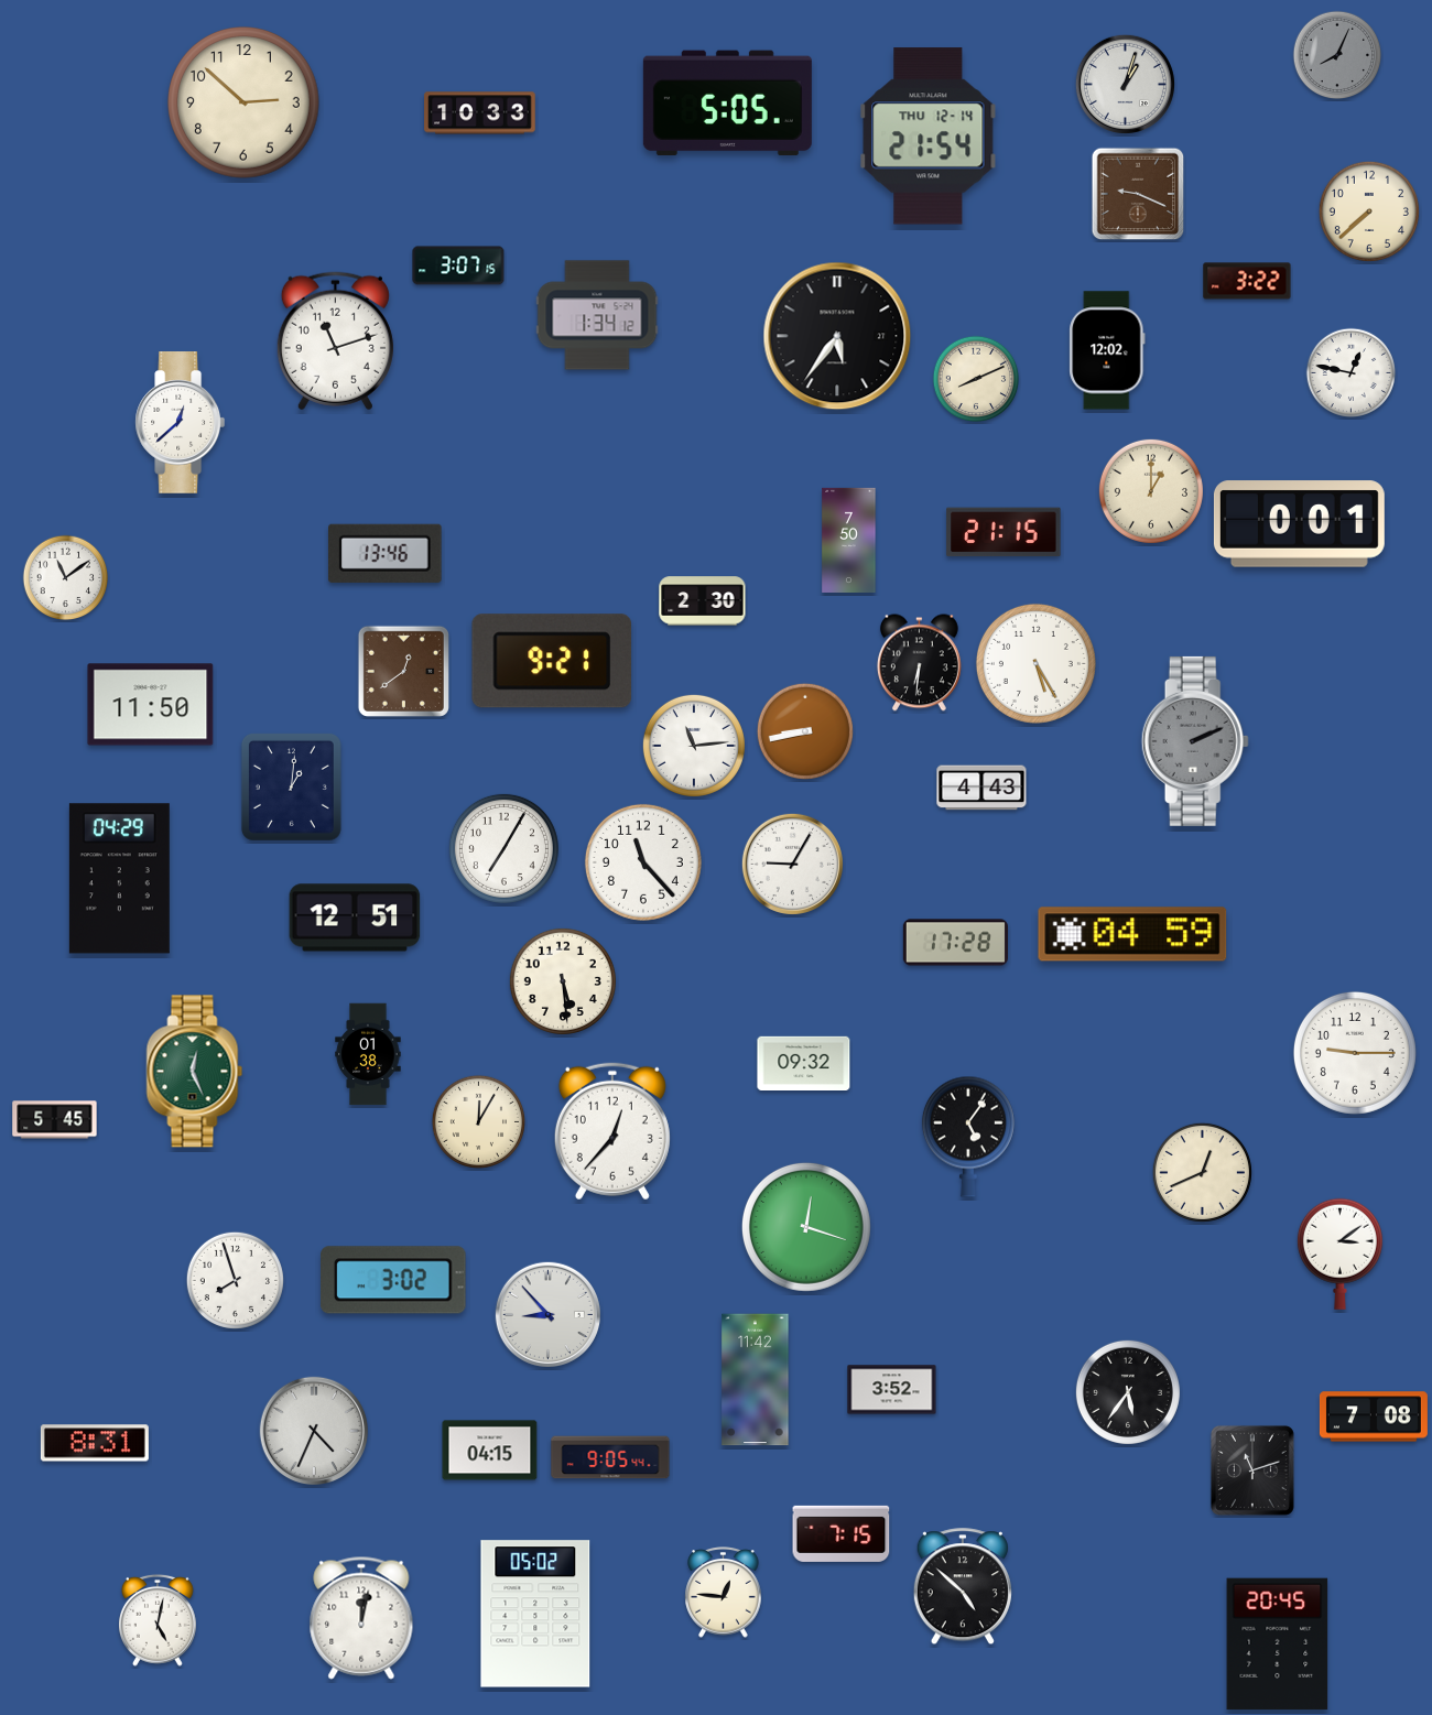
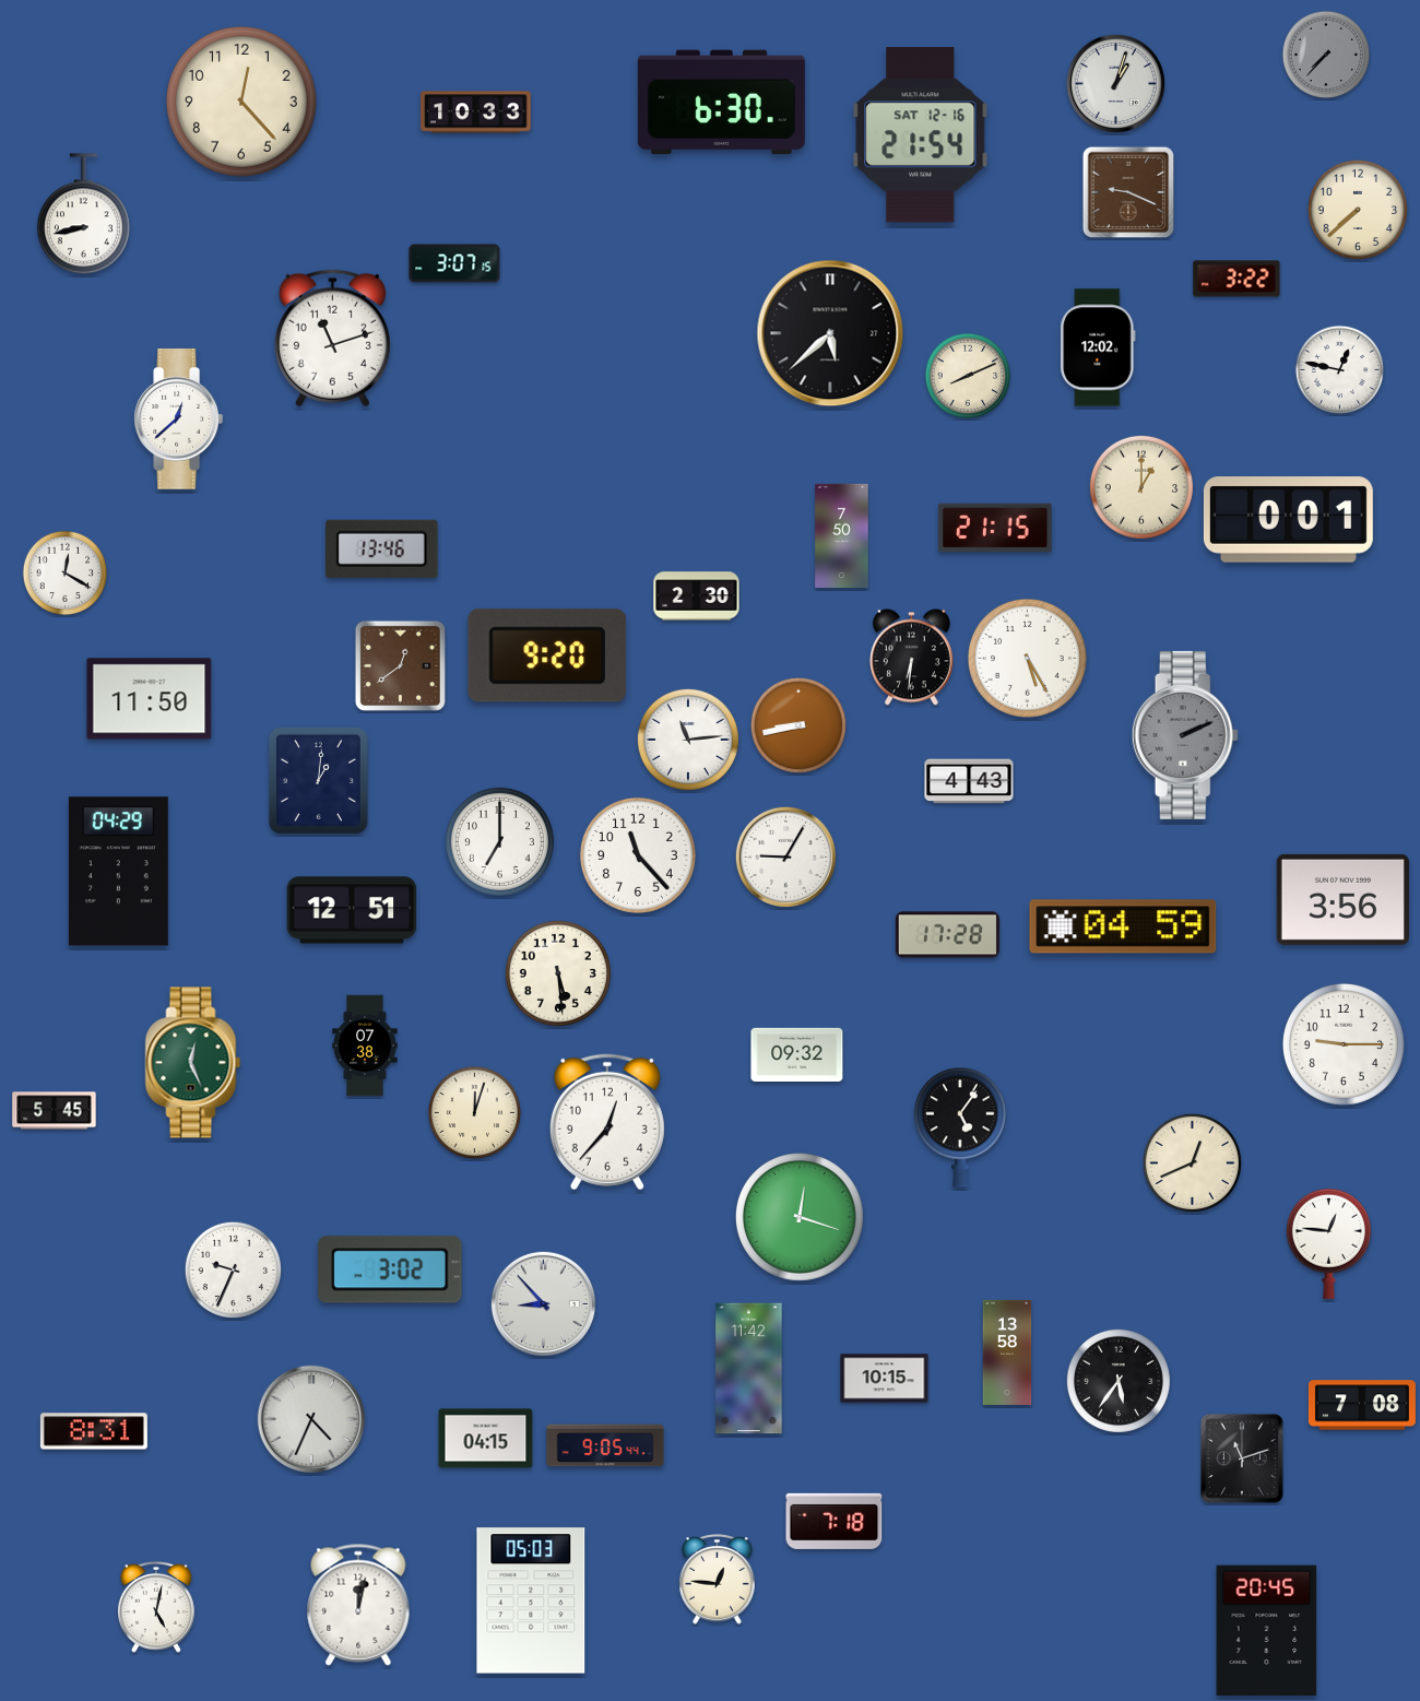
clock at (1337, 55): 8:04 -> 7:37
clock at (243, 102): 2:52 -> 12:23
clock at (727, 104): 5:05 -> 6:30
clock at (929, 137) date: THU 12-14 -> SAT 12-16
clock at (83, 214): none -> 8:43
clock at (597, 315): 1:34 -> none
clock at (837, 336): 5:36 -> 5:38
clock at (66, 578): 11:09 -> 12:20
clock at (552, 661): 9:21 -> 9:20
clock at (291, 786) position: (291, 786) -> (318, 780)
clock at (981, 788) position: (981, 788) -> (969, 781)
clock at (503, 848): 7:05 -> 7:00
clock at (1342, 899): none -> 3:56
clock at (368, 1054): 01:38 -> 07:38
clock at (478, 1121): 12:05 -> 12:03
clock at (1339, 1253): 3:09 -> 12:46
clock at (235, 1280): 7:57 -> 9:34
clock at (1007, 1352): none -> 13:58
clock at (892, 1390): 3:52 -> 10:15
clock at (842, 1533): 7:15 -> 7:18
clock at (963, 1587): 4:52 -> none
clock at (535, 1614): 05:02 -> 05:03
